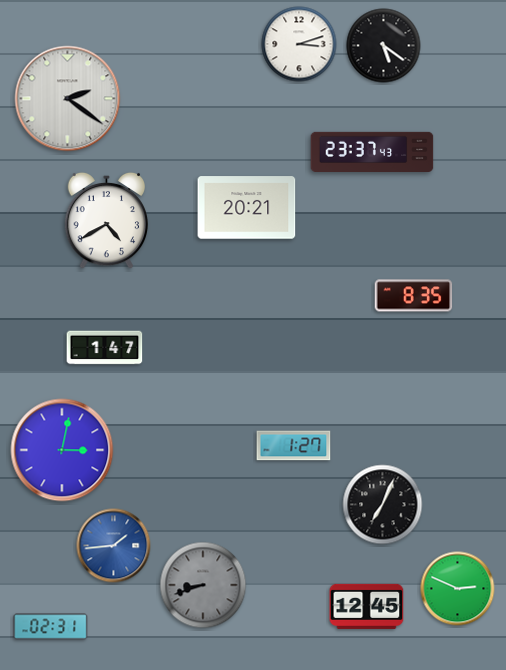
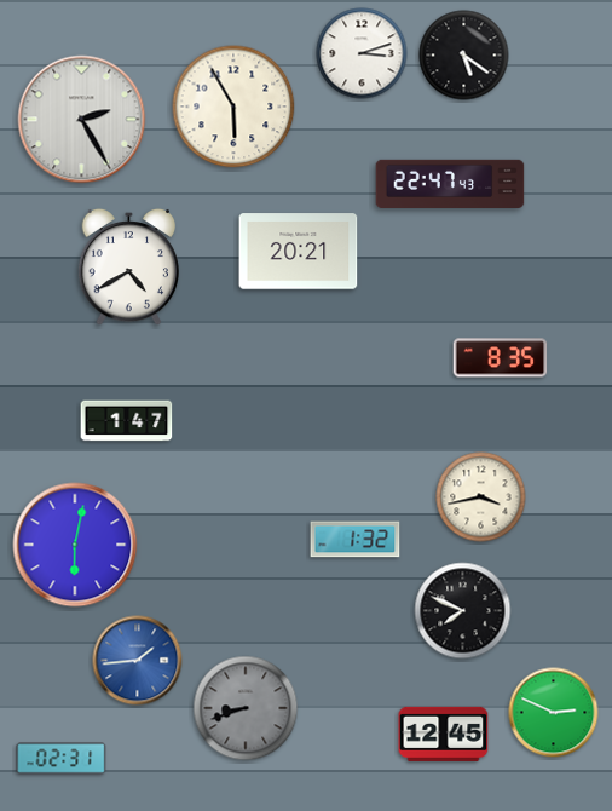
clock at (233, 107): none -> 5:55
clock at (68, 99): 2:21 -> 2:25
clock at (372, 151): 23:37 -> 22:47
clock at (481, 497): none -> 3:43
clock at (294, 446): 1:27 -> 1:32
clock at (62, 450): 3:02 -> 6:02
clock at (383, 505): 7:04 -> 7:49
